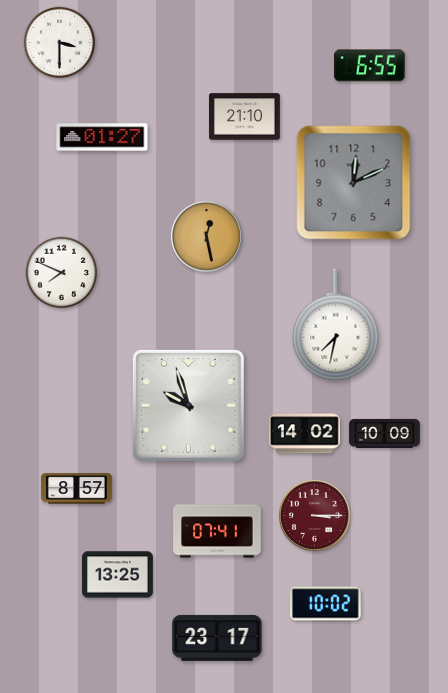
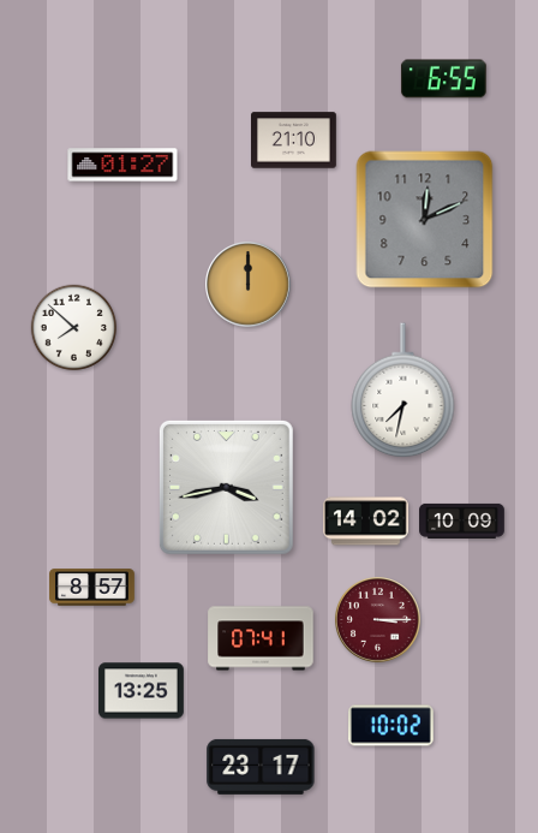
clock at (60, 43): 3:30 -> none
clock at (207, 237): 12:28 -> 12:00
clock at (62, 273): 7:49 -> 7:52
clock at (188, 405): 9:57 -> 3:43
